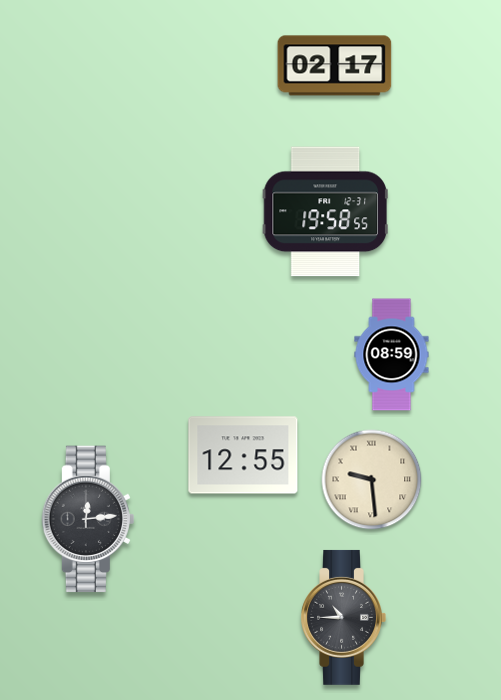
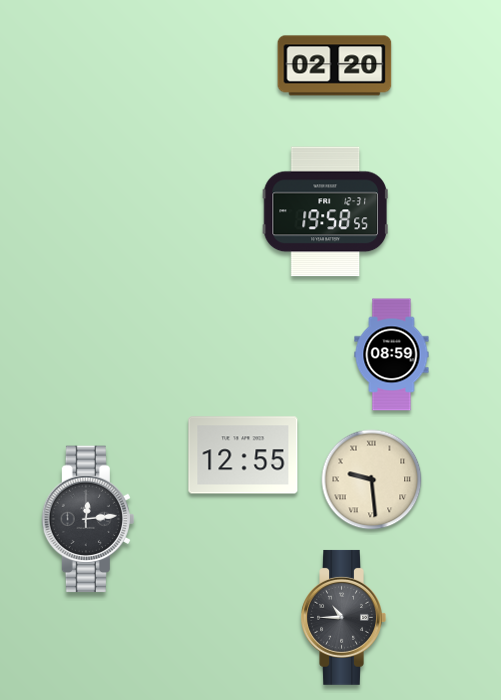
clock at (335, 66): 02:17 -> 02:20
